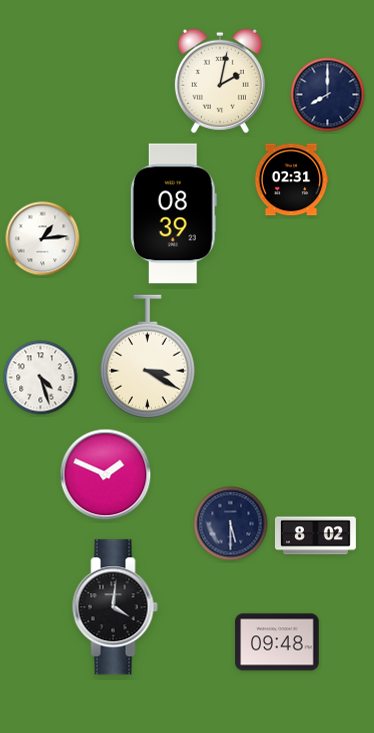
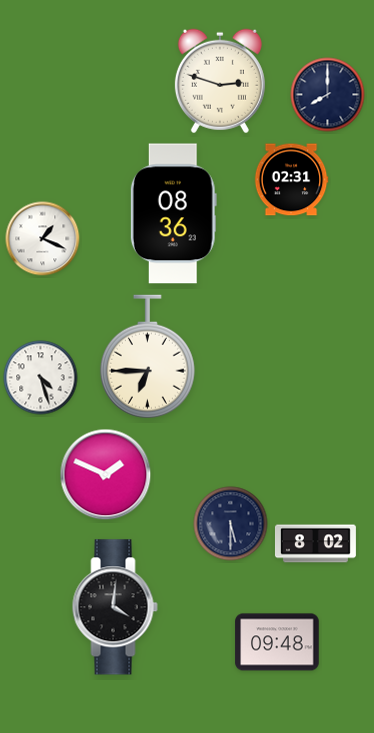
clock at (220, 81): 2:02 -> 2:48
clock at (173, 214): 08:39 -> 08:36
clock at (43, 239): 1:14 -> 1:19
clock at (147, 357): 3:20 -> 6:45
clock at (315, 536) position: (315, 536) -> (315, 544)
